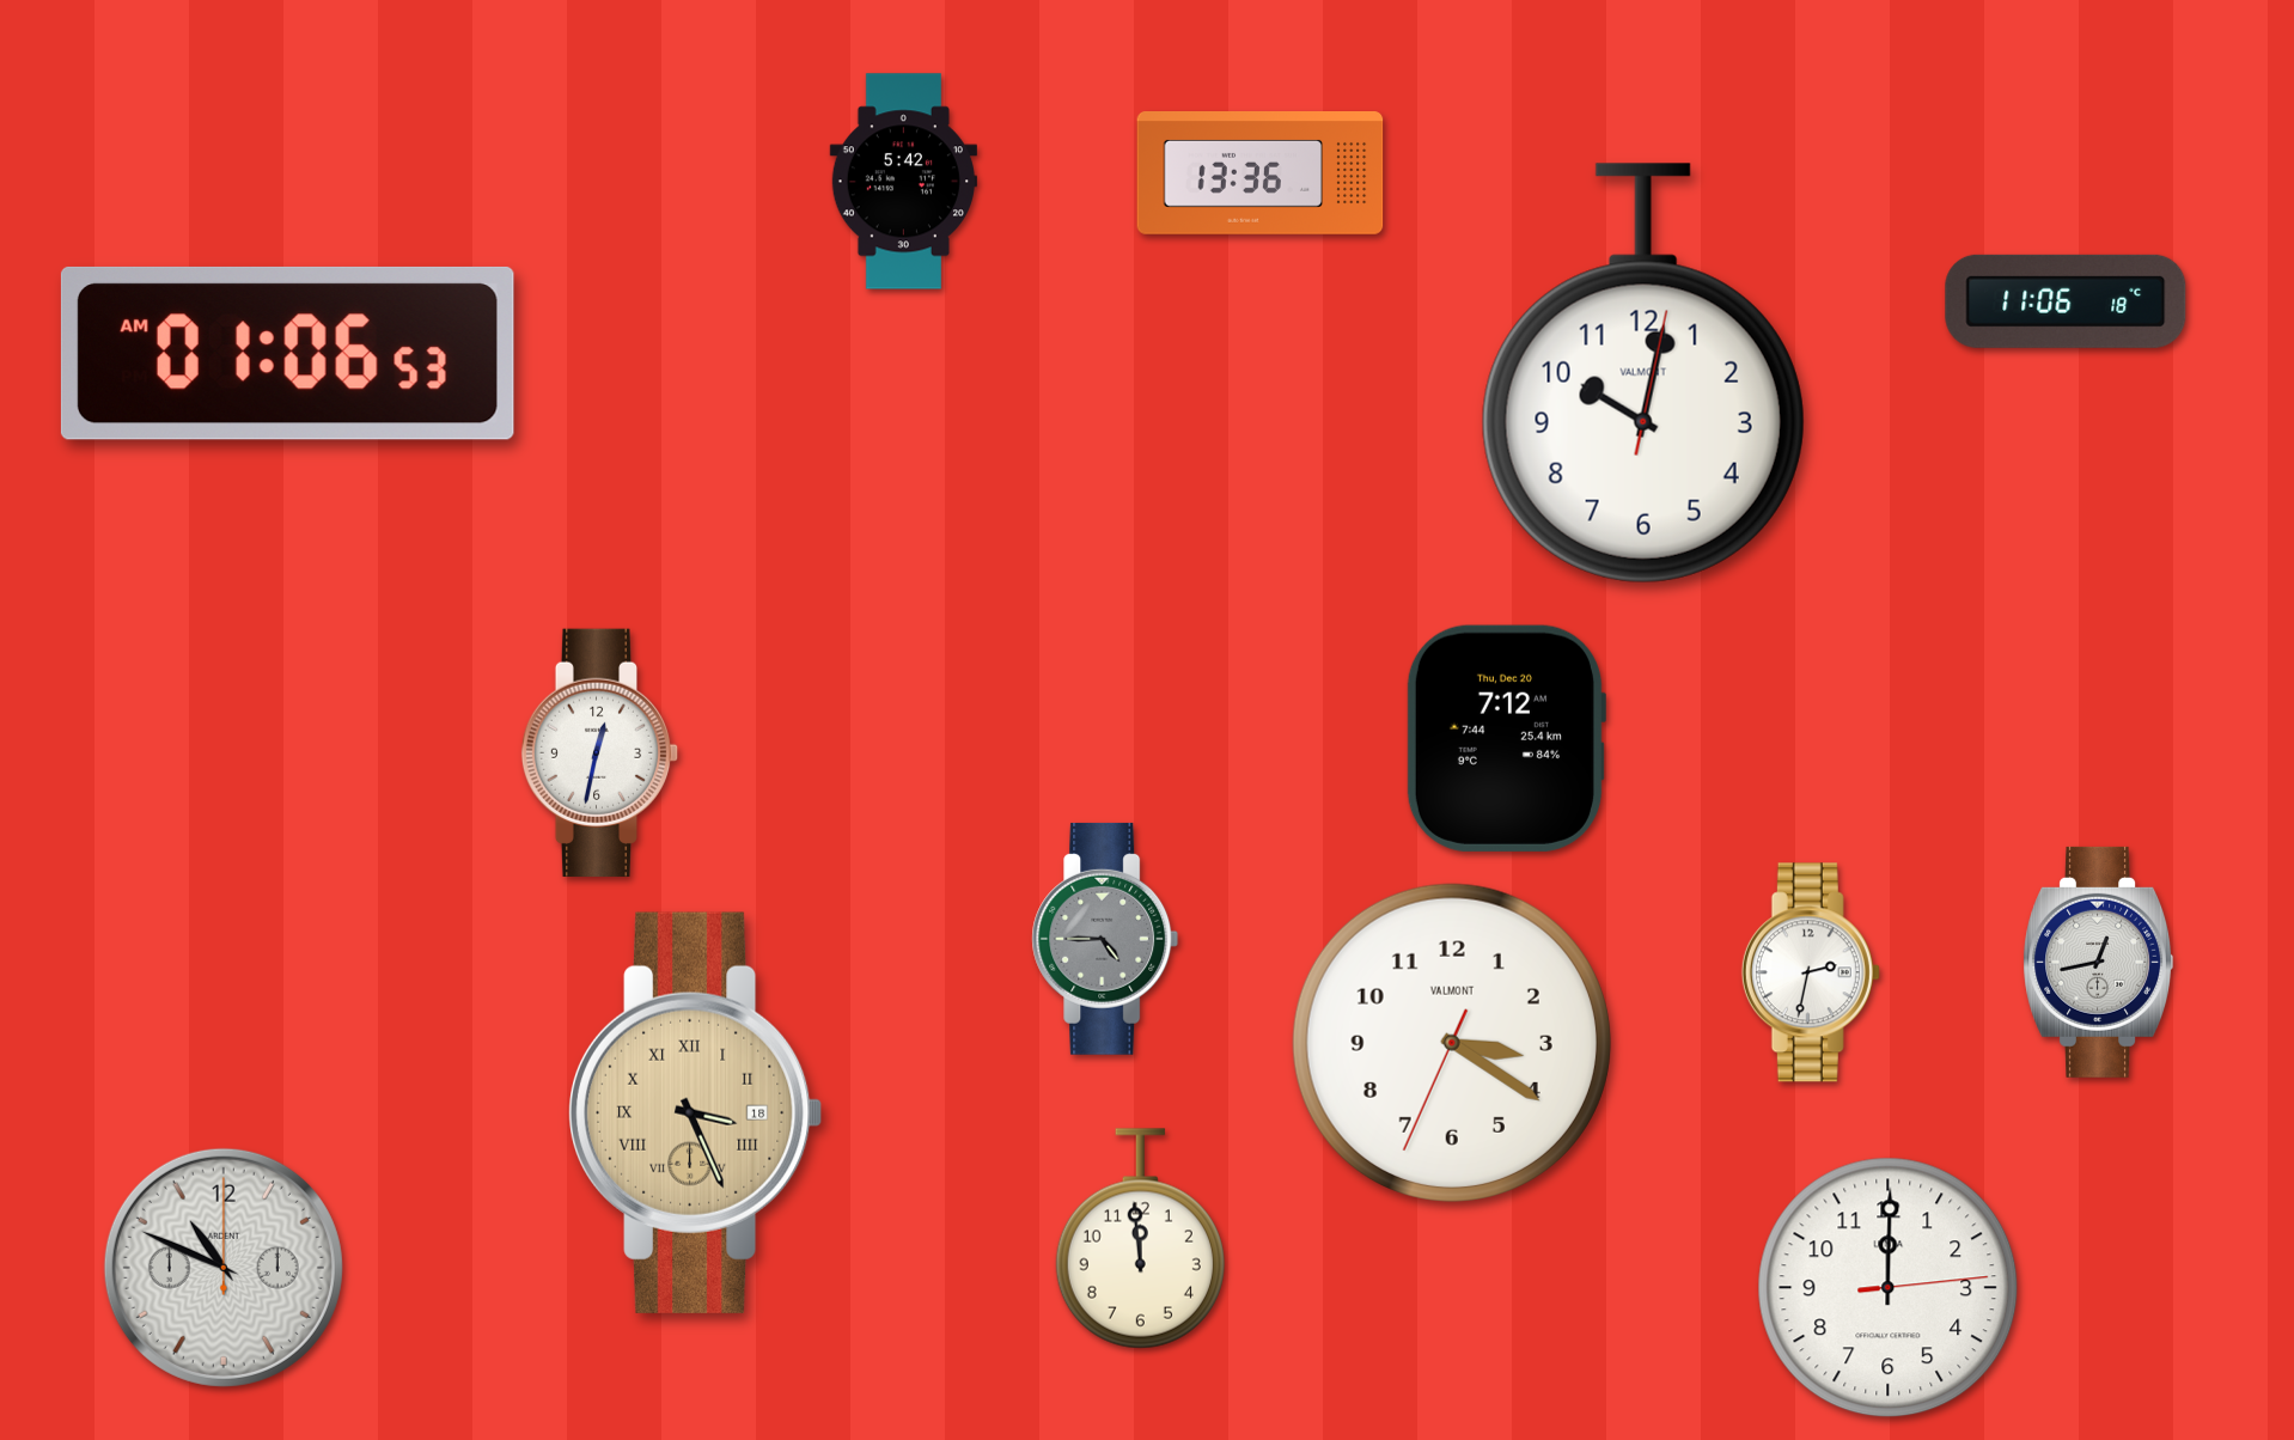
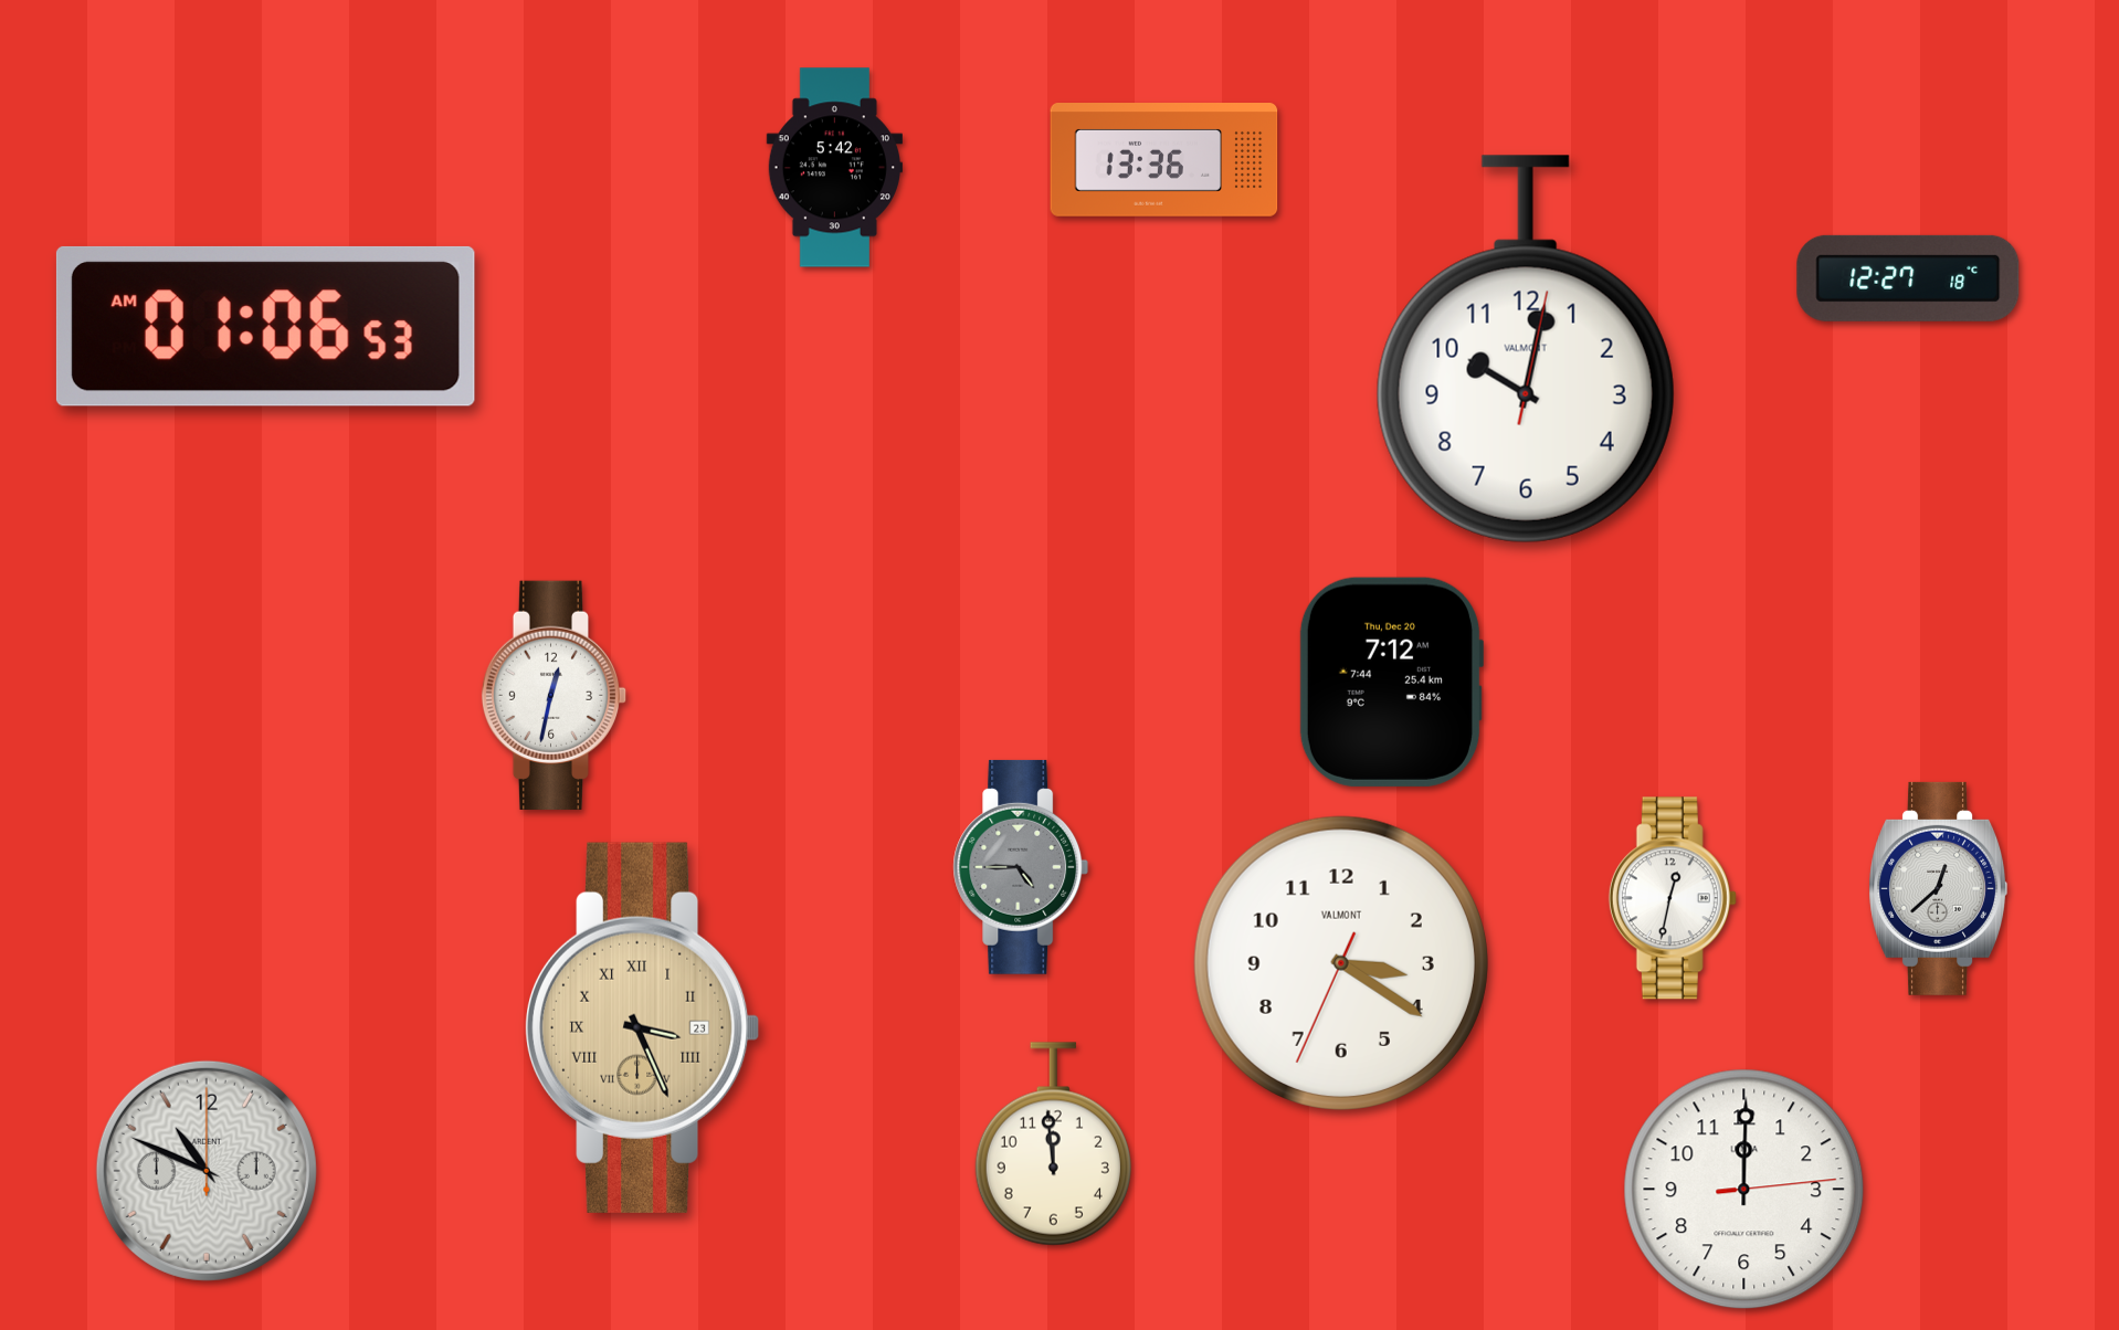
clock at (2066, 301): 11:06 -> 12:27
clock at (1643, 373) position: (1643, 373) -> (1526, 349)
clock at (2098, 962): 12:43 -> 12:38
clock at (1811, 972): 2:32 -> 12:32
clock at (696, 1112) date: 18 -> 23
